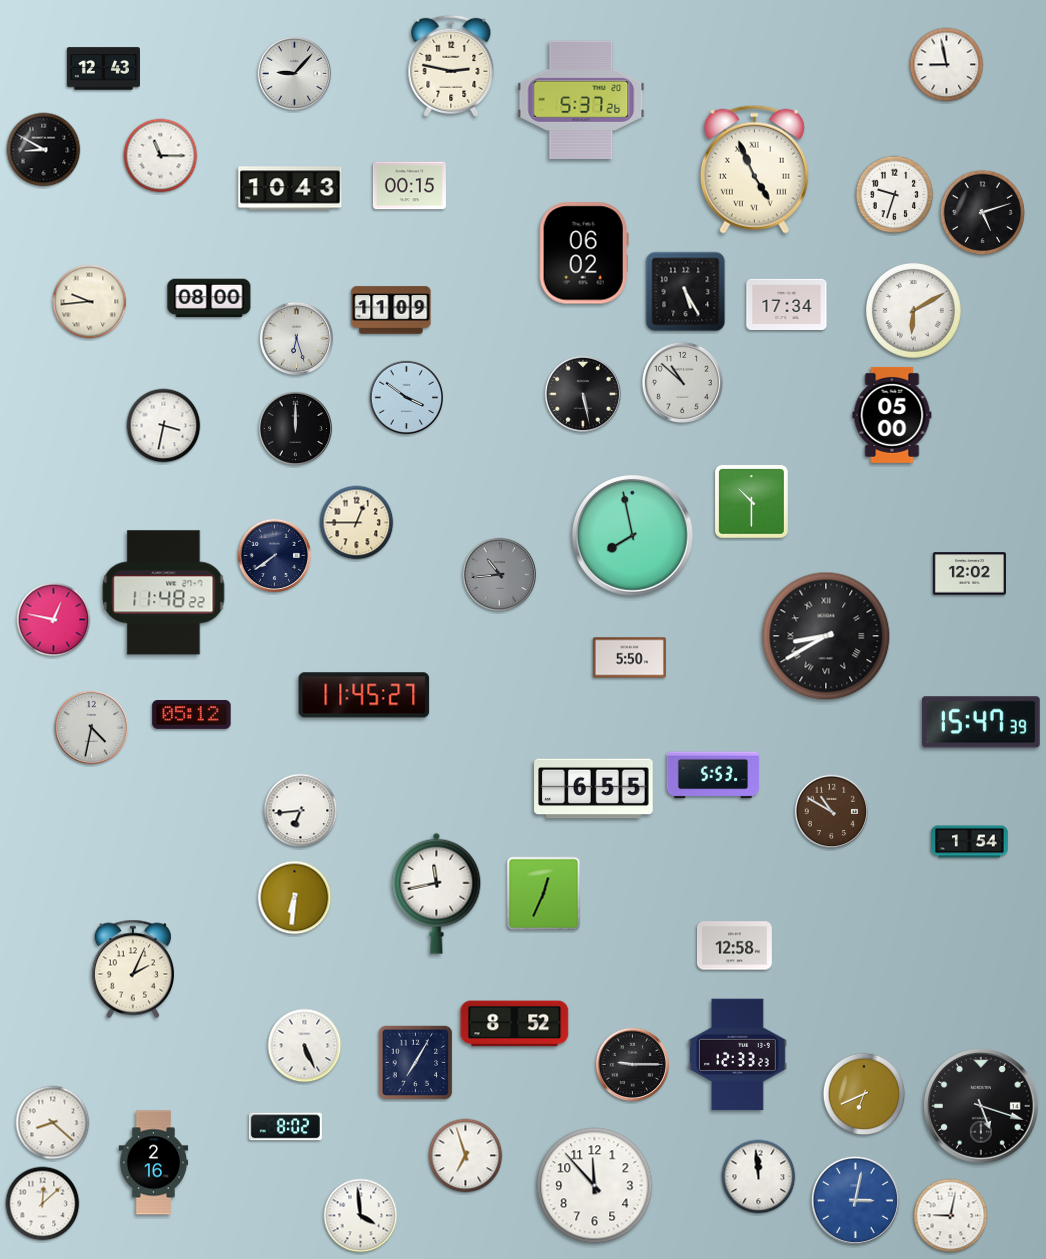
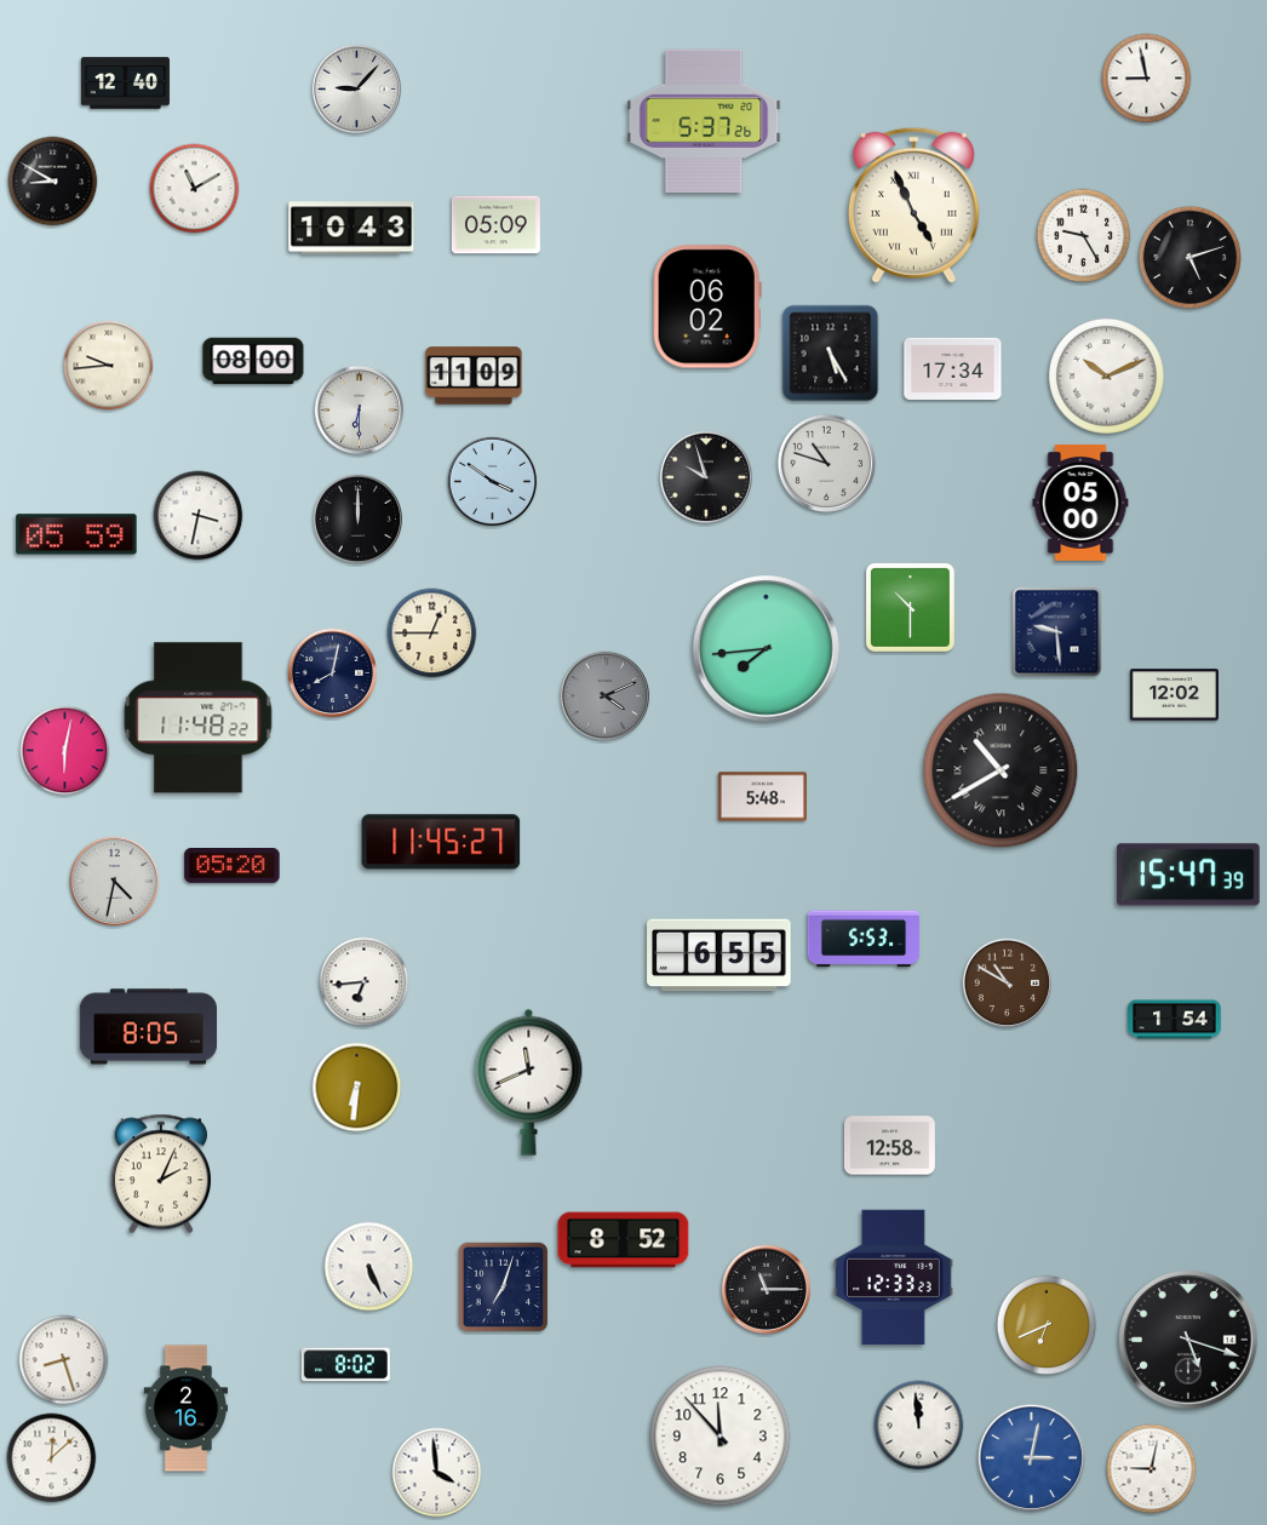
clock at (451, 66): 2:47 -> none
clock at (103, 69): 12:43 -> 12:40
clock at (161, 156): 11:15 -> 11:10
clock at (409, 186): 00:15 -> 05:09
clock at (895, 195): 9:33 -> 9:25
clock at (913, 310): 6:10 -> 10:11
clock at (297, 339): 6:27 -> 6:30
clock at (682, 382): 10:52 -> 10:48
clock at (582, 393): 5:28 -> 9:57
clock at (76, 534): none -> 05:59
clock at (1057, 632): none -> 9:29
clock at (633, 536): 7:58 -> 7:44
clock at (275, 556): 7:39 -> 8:02
clock at (500, 575): 10:44 -> 4:11
clock at (54, 620): 12:47 -> 6:02
clock at (826, 636): 8:40 -> 10:40
clock at (629, 658): 5:50 -> 5:48
clock at (192, 715): 05:12 -> 05:20
clock at (92, 728) position: (92, 728) -> (115, 882)
clock at (148, 1027): none -> 8:05
clock at (437, 893): 11:43 -> 11:41
clock at (544, 894): 12:34 -> none
clock at (416, 1063): 7:05 -> 7:03
clock at (633, 1065): 9:15 -> 11:15
clock at (53, 1123): 8:22 -> 8:27
clock at (466, 1156): 6:57 -> none
clock at (855, 1200) position: (855, 1200) -> (1031, 1457)
clock at (951, 1216) position: (951, 1216) -> (1152, 1469)
